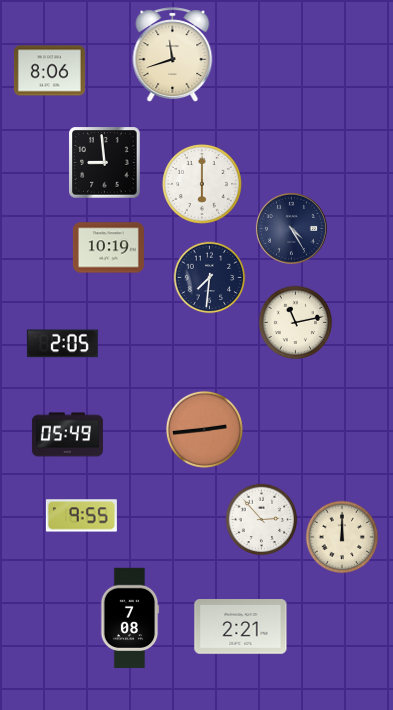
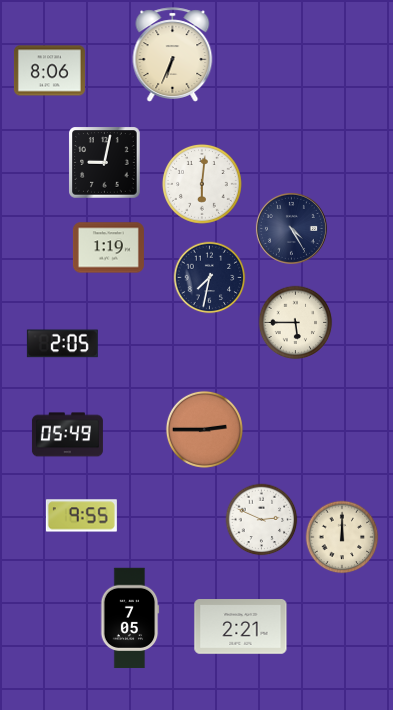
clock at (173, 55): 11:42 -> 6:34
clock at (105, 163): 8:59 -> 9:02
clock at (202, 184): 6:00 -> 6:01
clock at (108, 248): 10:19 -> 1:19
clock at (210, 278): 7:31 -> 7:32
clock at (296, 323): 11:13 -> 5:45
clock at (204, 429): 2:44 -> 2:45
clock at (262, 520): 2:53 -> 2:49
clock at (130, 618): 7:08 -> 7:05
